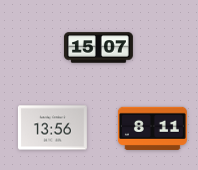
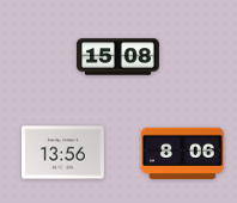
clock at (98, 48): 15:07 -> 15:08
clock at (152, 128): 8:11 -> 8:06
